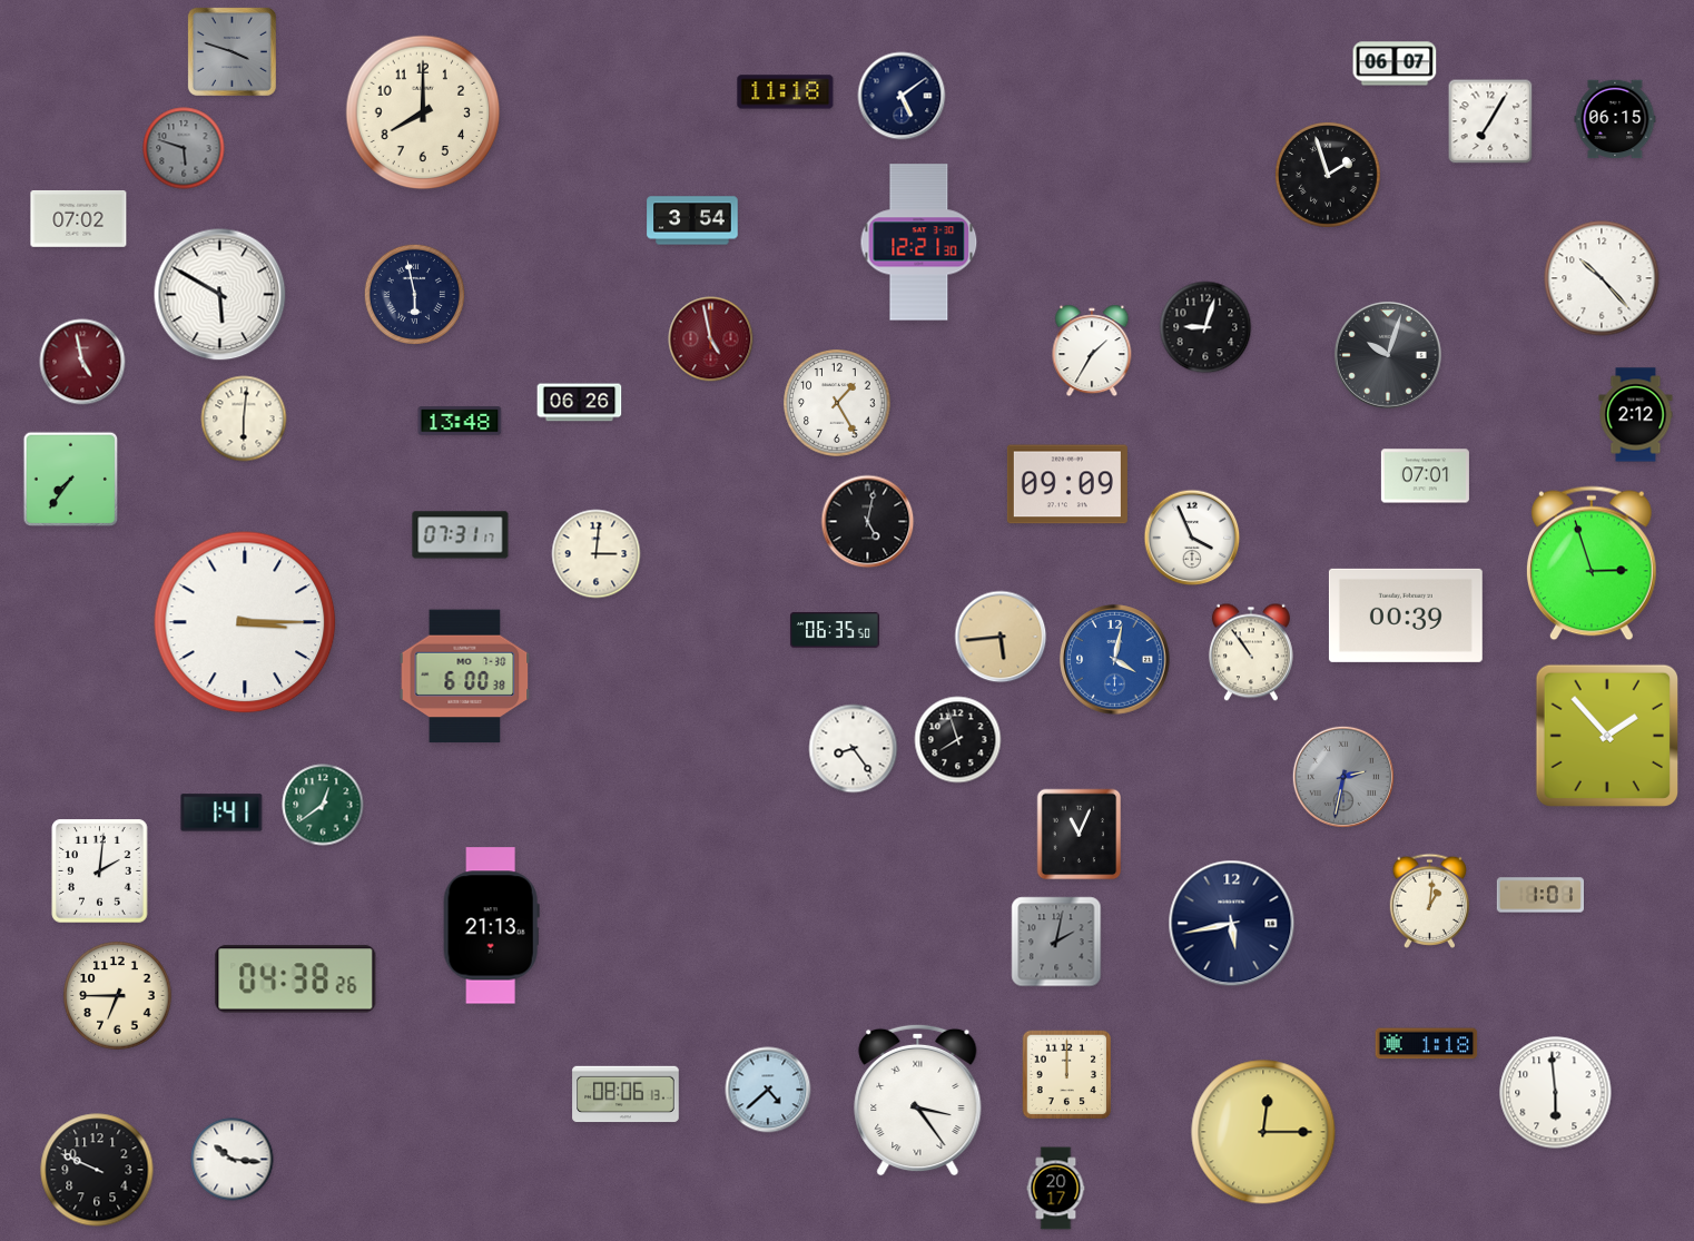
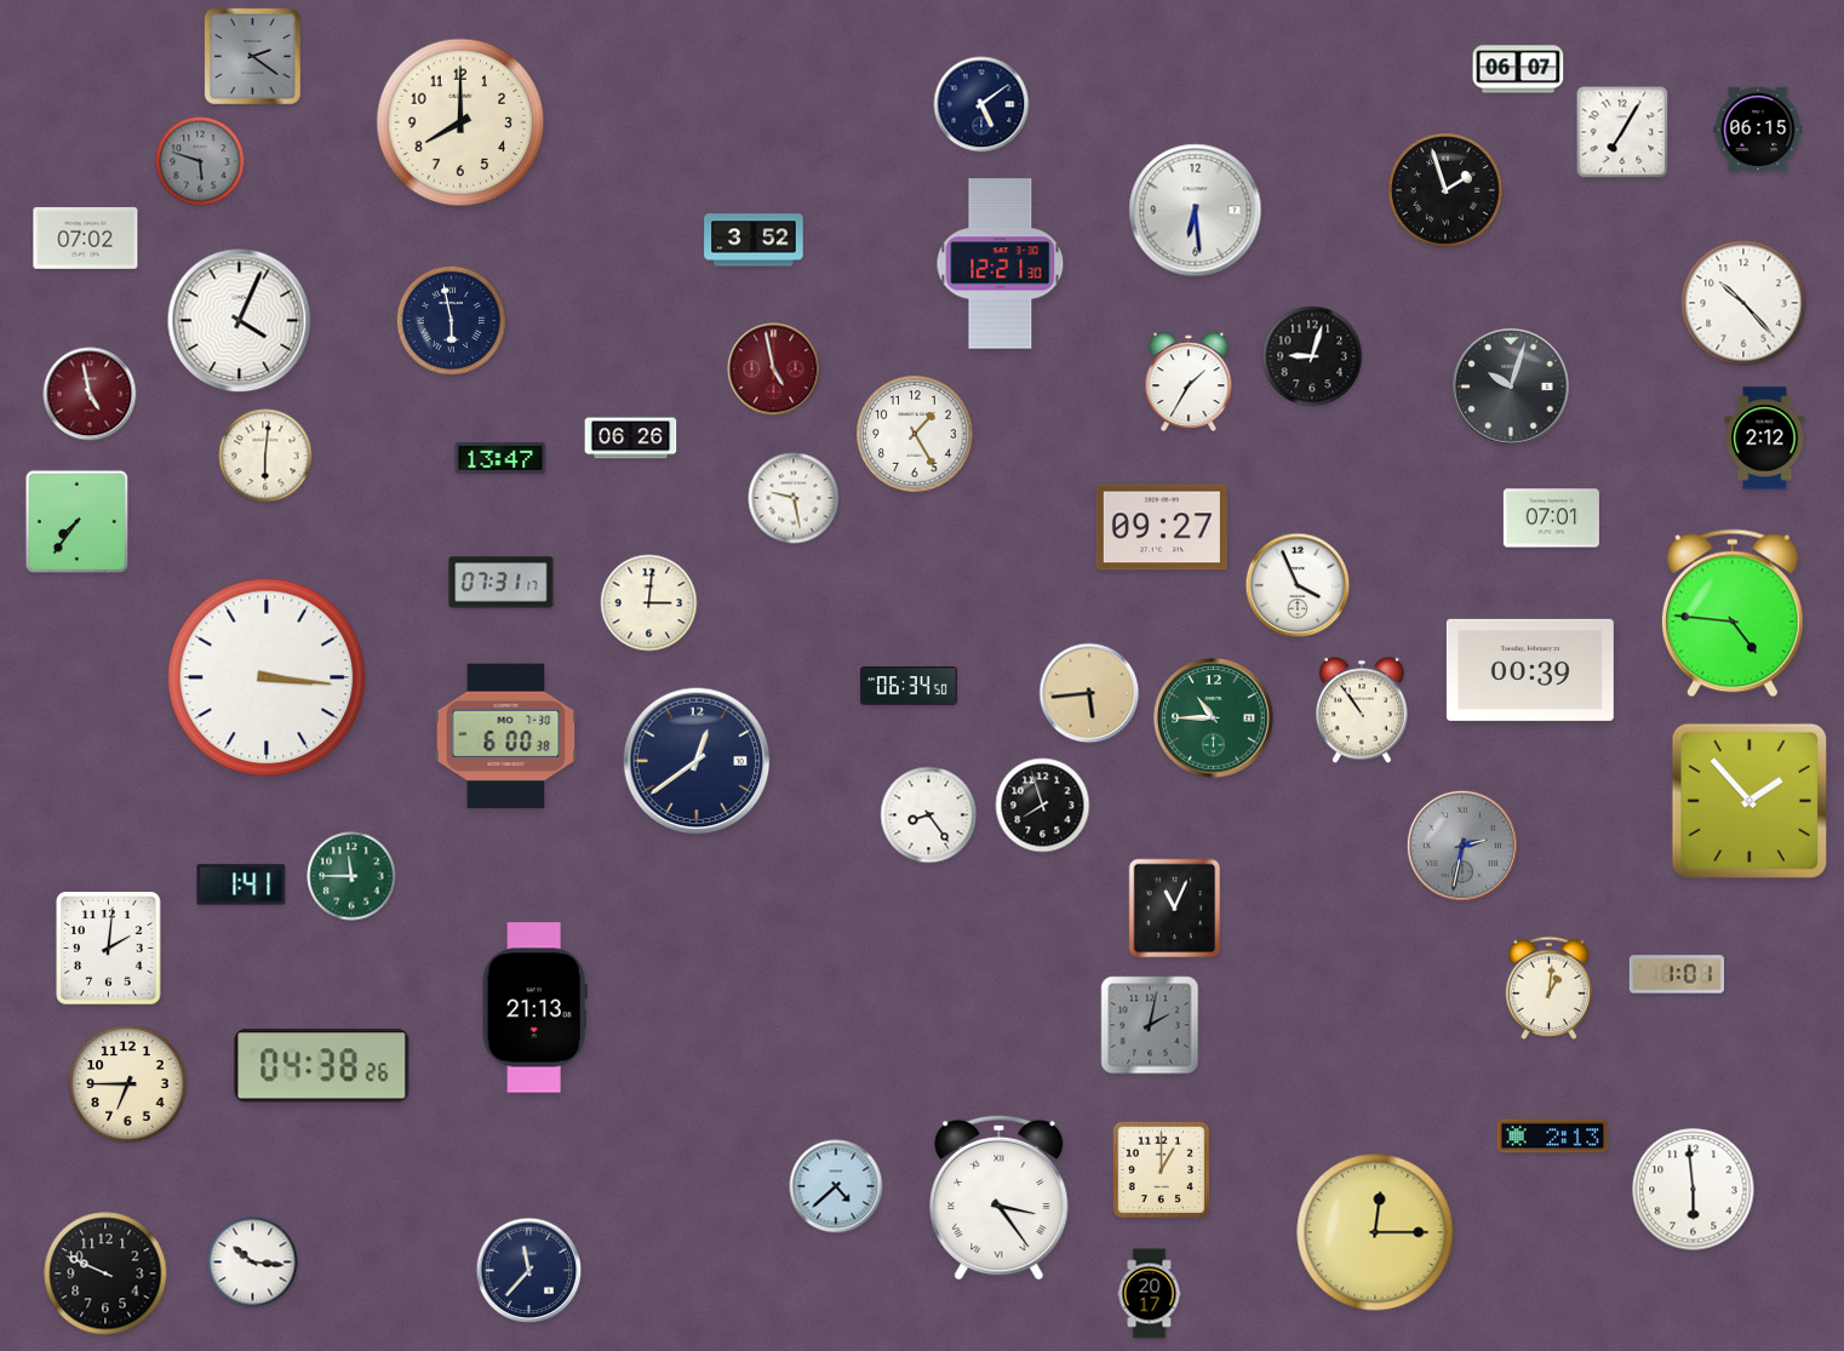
clock at (232, 51): 3:48 -> 2:21
clock at (786, 92): 11:18 -> none
clock at (1196, 211): none -> 6:29
clock at (692, 220): 3:54 -> 3:52
clock at (220, 295): 5:50 -> 4:04
clock at (837, 403) position: (837, 403) -> (915, 434)
clock at (1636, 415) position: (1636, 415) -> (1765, 439)
clock at (460, 421): 13:48 -> 13:47
clock at (794, 498): none -> 9:28
clock at (1067, 484): 09:09 -> 09:27
clock at (868, 522): 5:02 -> none
clock at (1592, 563): 2:57 -> 4:46
clock at (245, 622): 3:15 -> 3:16
clock at (835, 630): 06:35 -> 06:34
clock at (1115, 660): 4:02 -> 10:45
clock at (1115, 660) dial: blue -> green
clock at (697, 761): none -> 12:39
clock at (323, 805): 12:39 -> 11:45
clock at (1430, 900) position: (1430, 900) -> (1550, 988)
clock at (1232, 924): 5:43 -> none
clock at (1427, 1044): 1:18 -> 2:13
clock at (1067, 1075): 12:00 -> 1:00
clock at (626, 1094): 08:06 -> none
clock at (529, 1271): none -> 11:37
